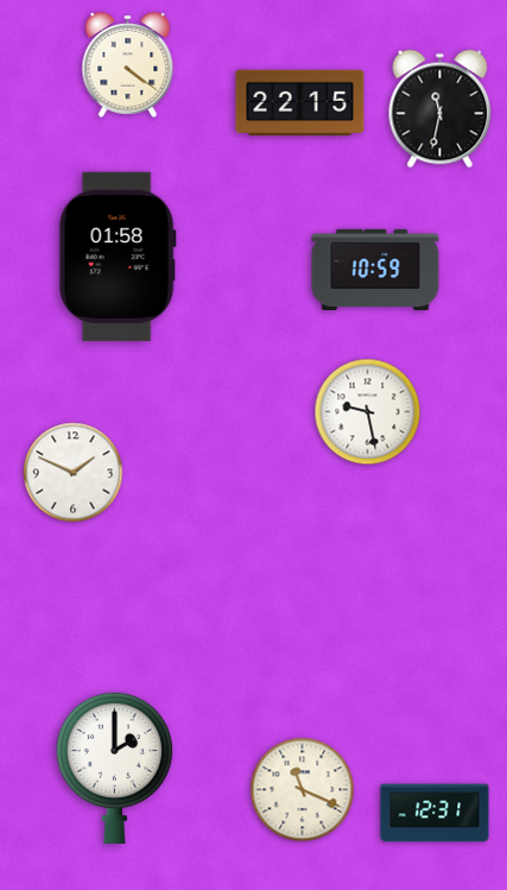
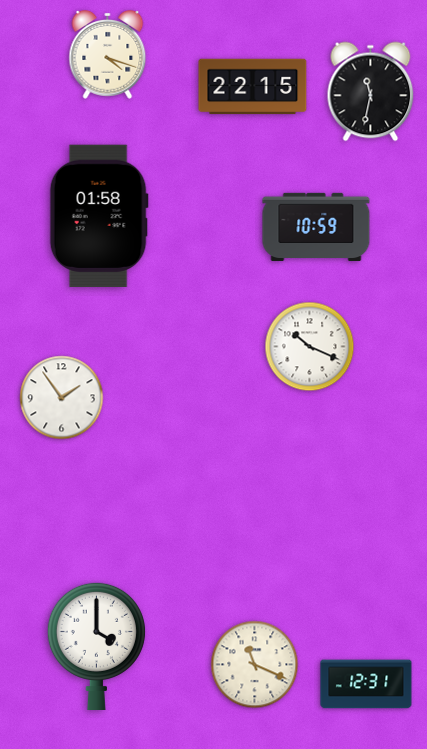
clock at (128, 65): 4:21 -> 4:18
clock at (368, 412): 9:28 -> 10:19
clock at (74, 473): 1:49 -> 1:54
clock at (114, 766): 2:00 -> 4:00
